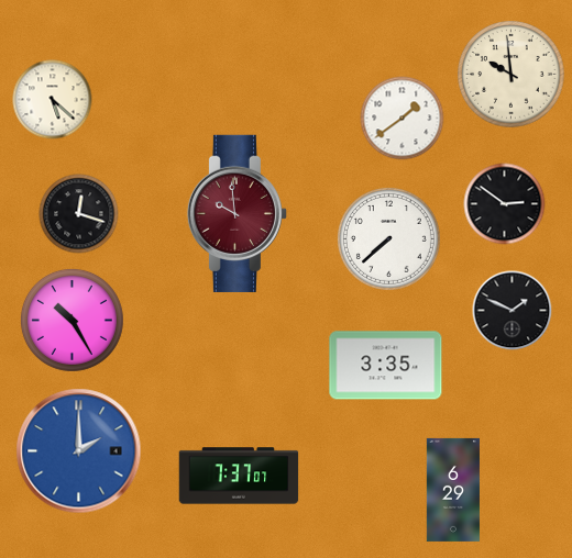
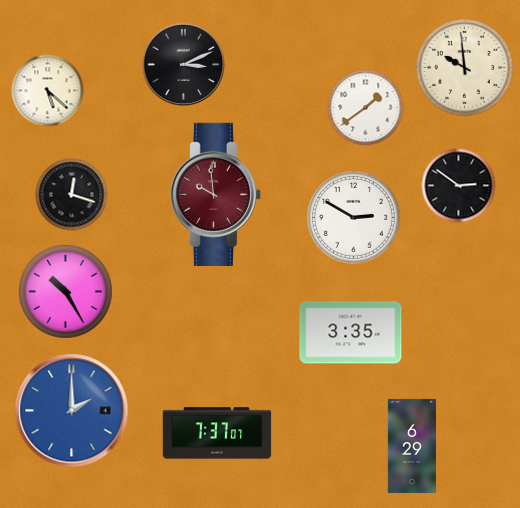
clock at (184, 65): none -> 3:11
clock at (388, 238): 7:38 -> 2:50
clock at (513, 311): 1:49 -> none
